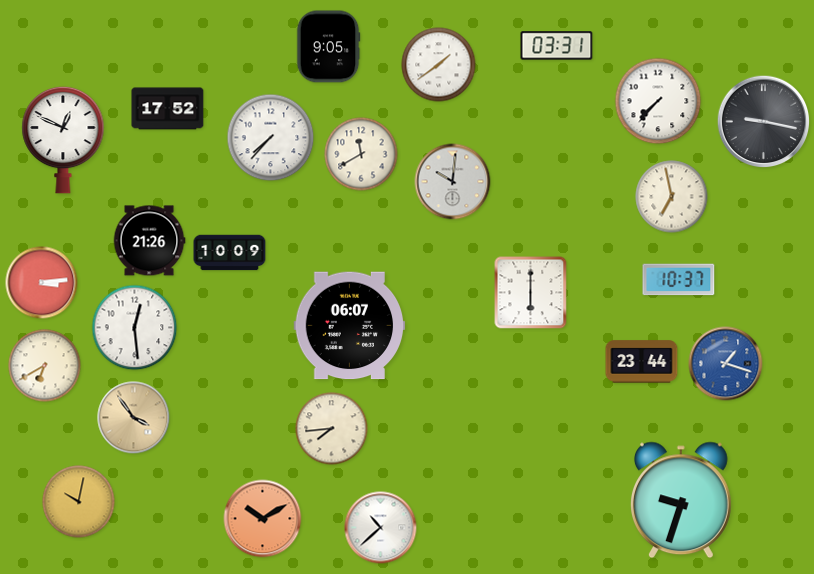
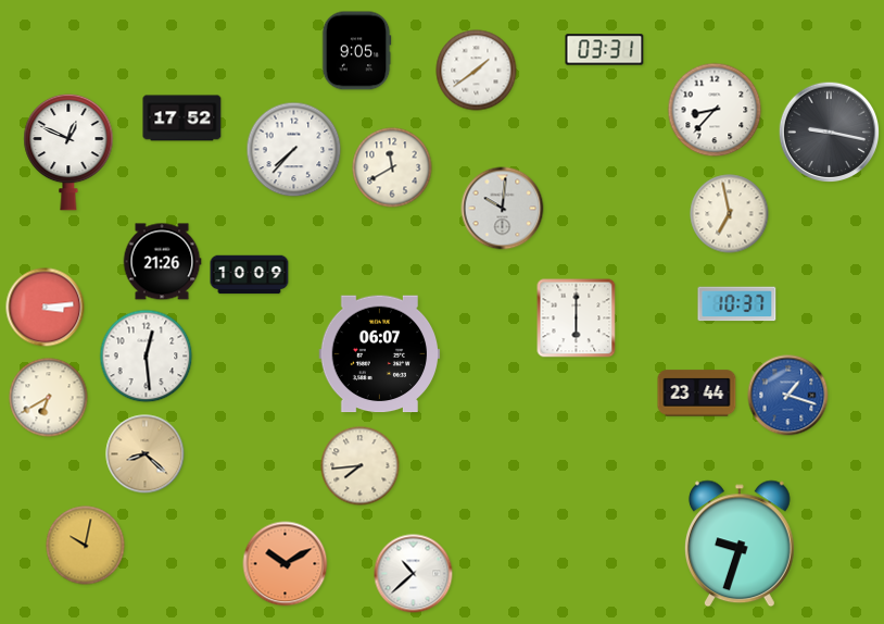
clock at (658, 101): 7:37 -> 8:37
clock at (453, 182) position: (453, 182) -> (503, 209)
clock at (134, 418): 3:54 -> 8:22
